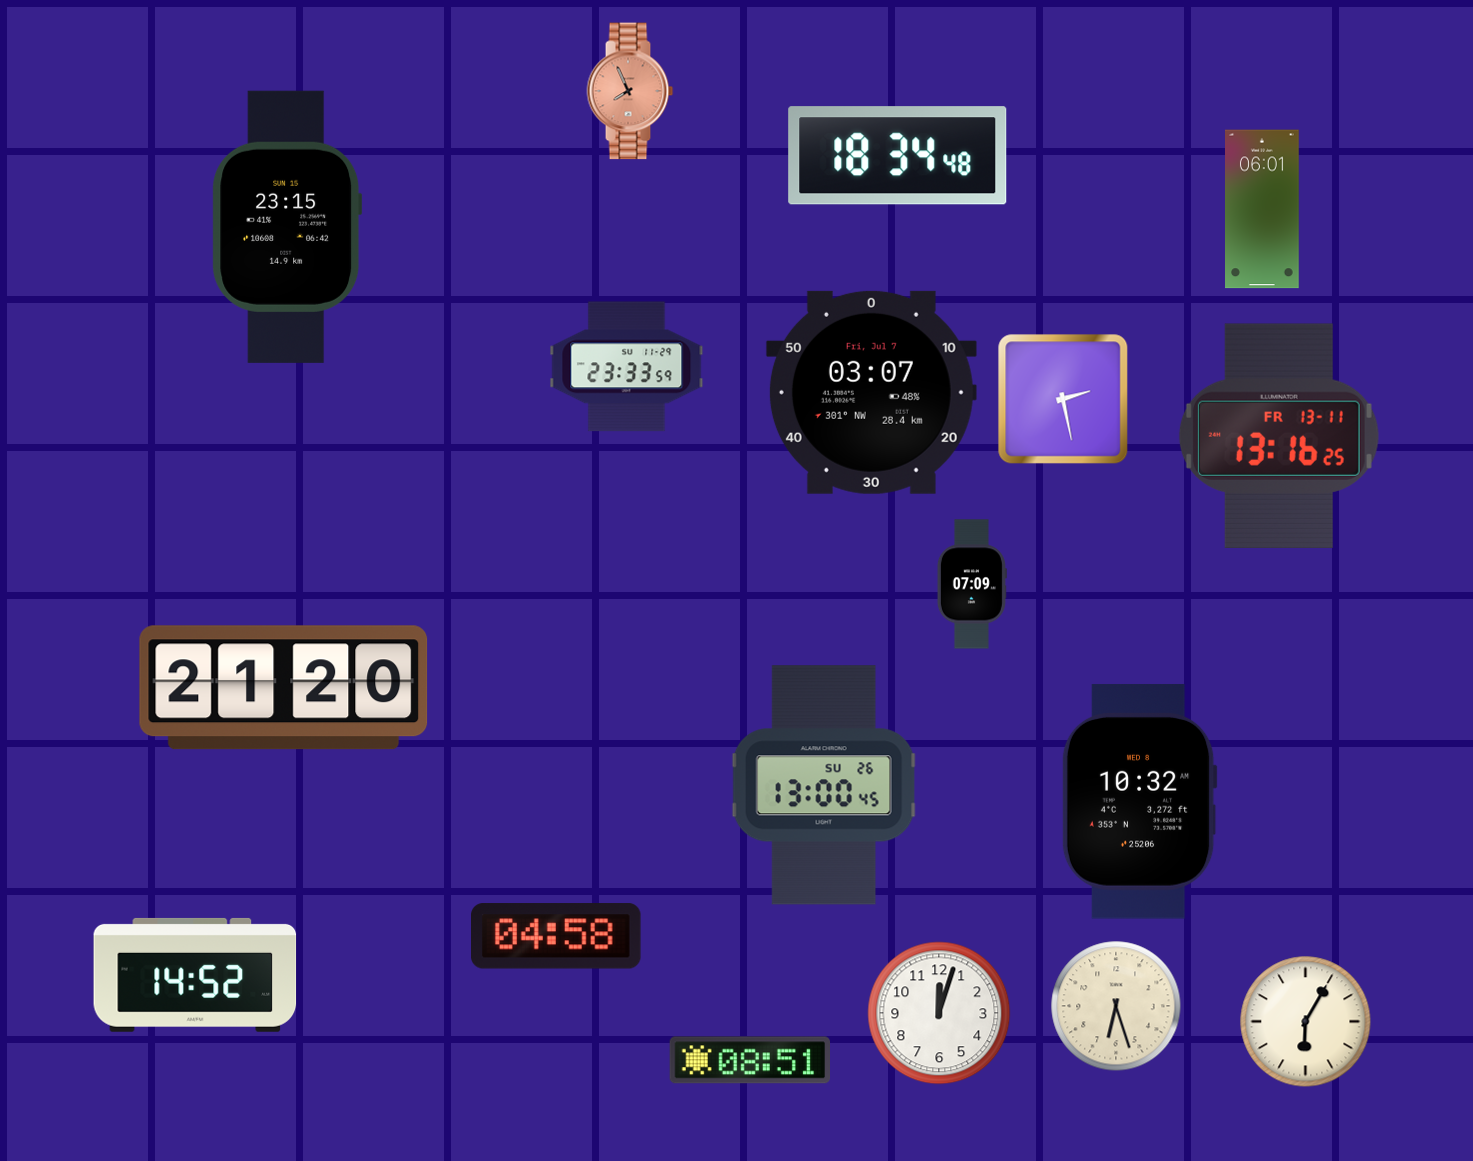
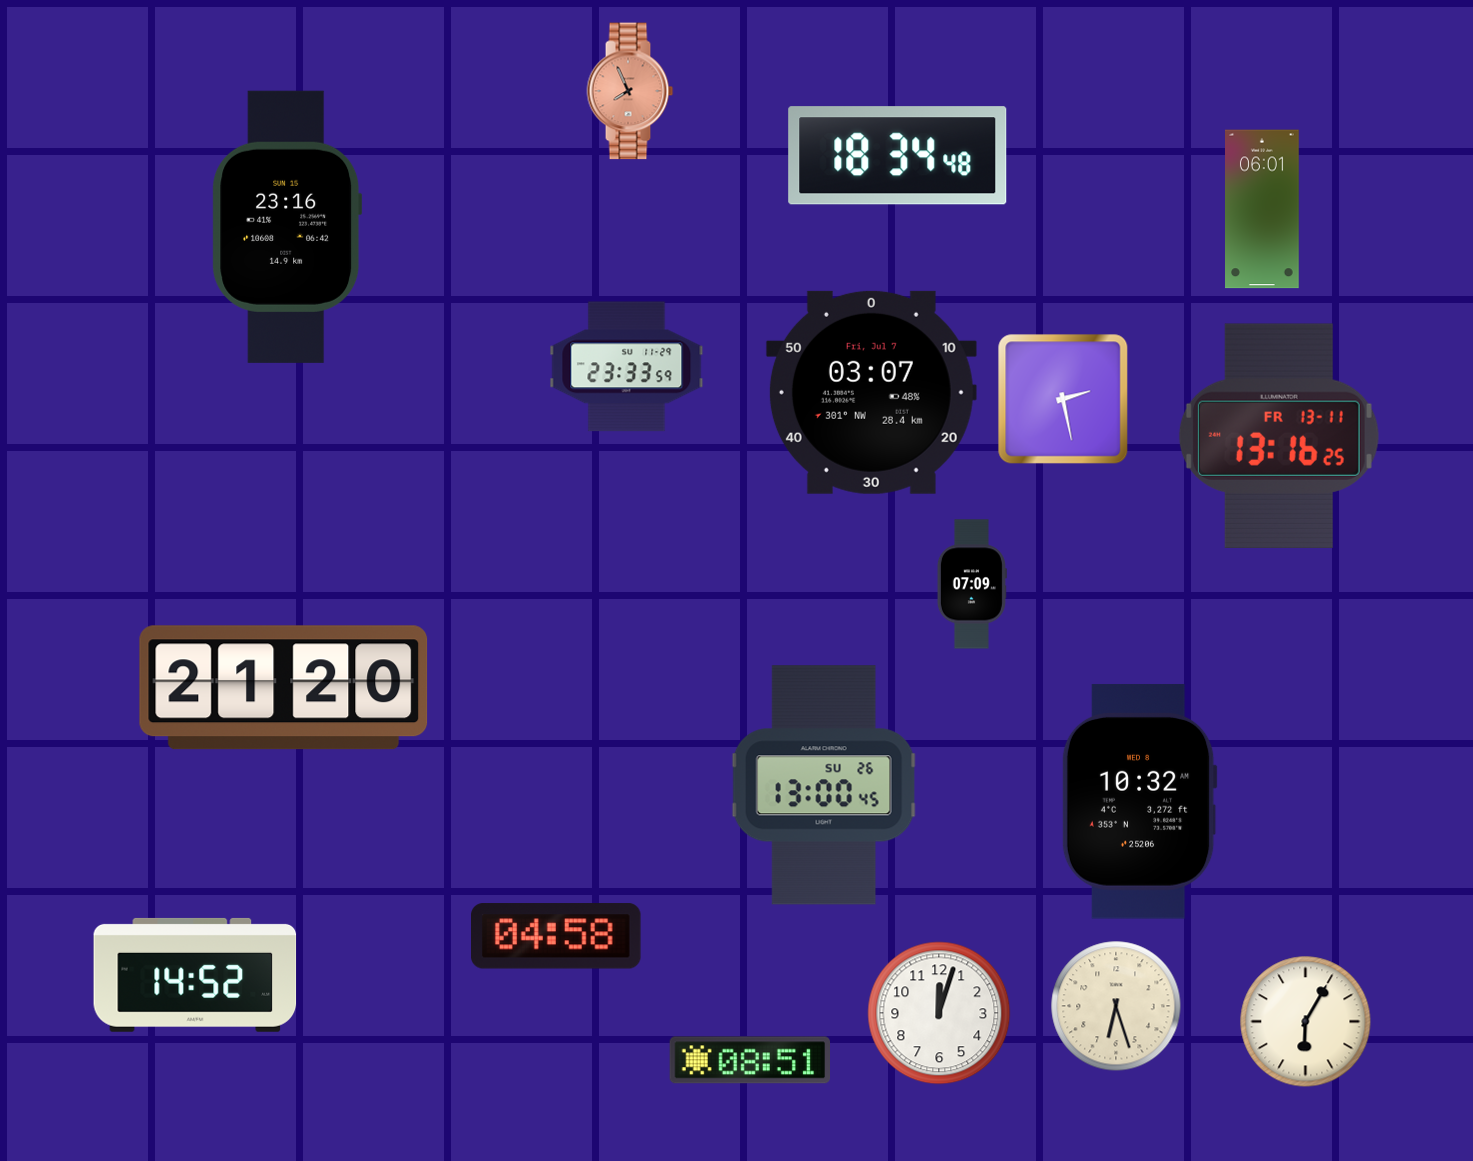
clock at (287, 227): 23:15 -> 23:16
